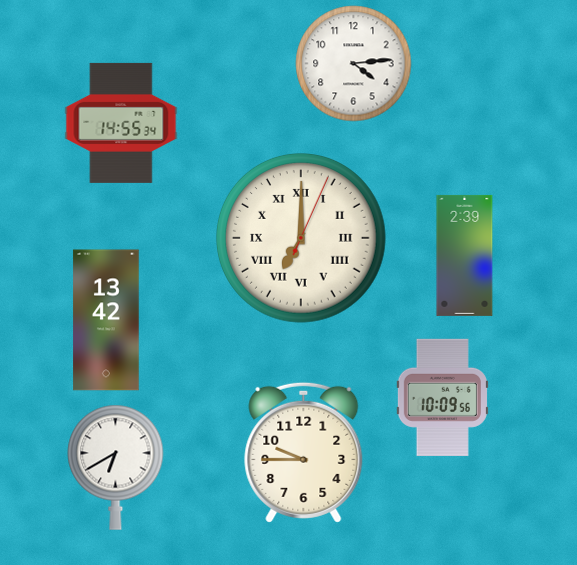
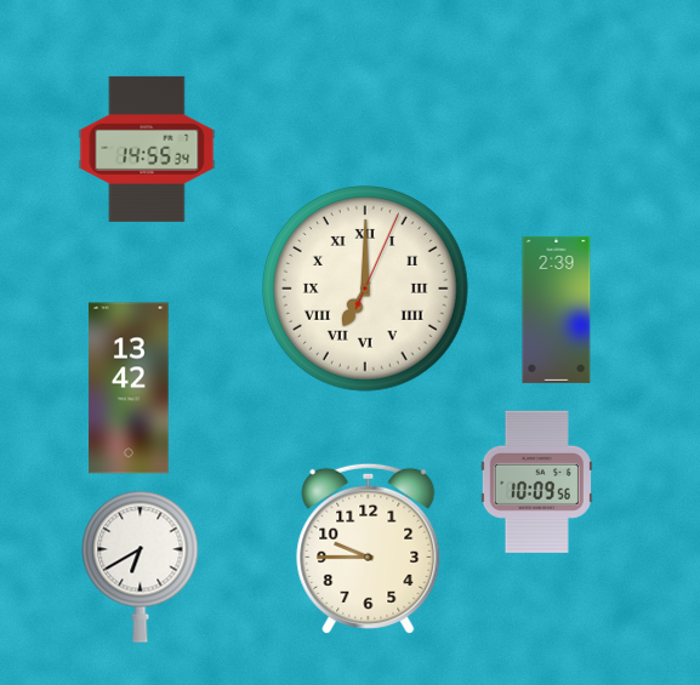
clock at (354, 64): 4:14 -> none
clock at (465, 255) position: (465, 255) -> (557, 309)
